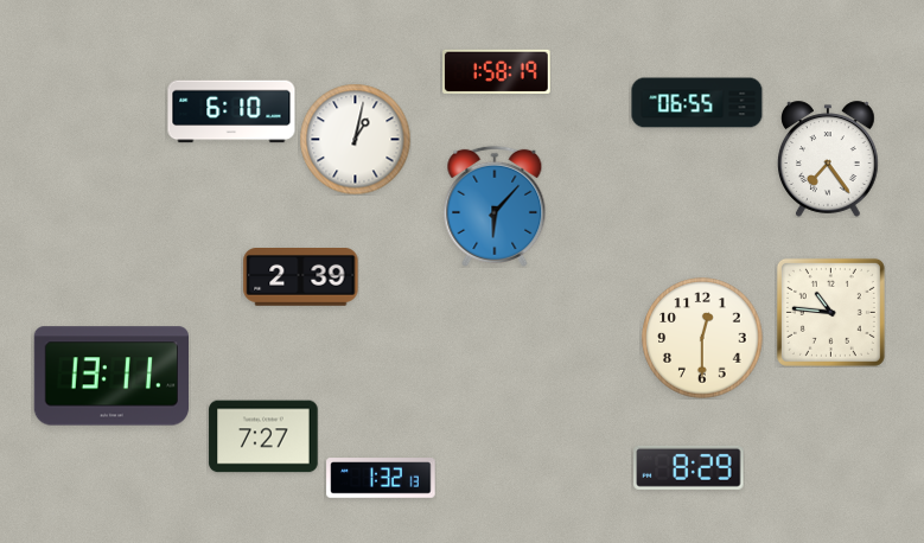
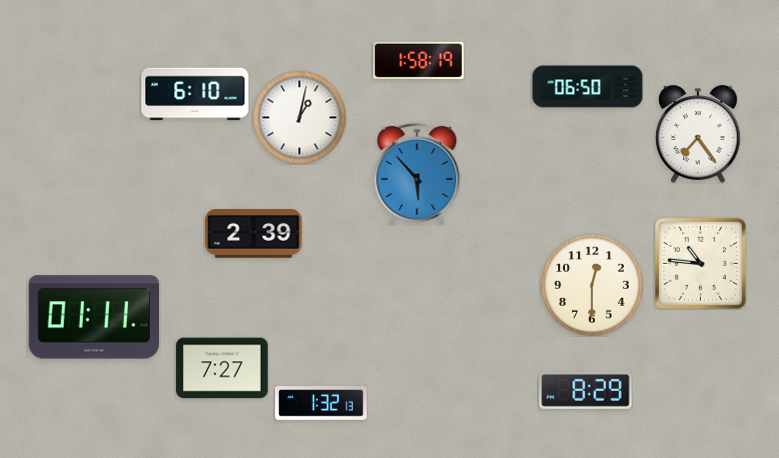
clock at (697, 103): 06:55 -> 06:50
clock at (495, 206): 6:07 -> 5:53
clock at (110, 376): 13:11 -> 01:11
clock at (689, 467) position: (689, 467) -> (586, 390)
